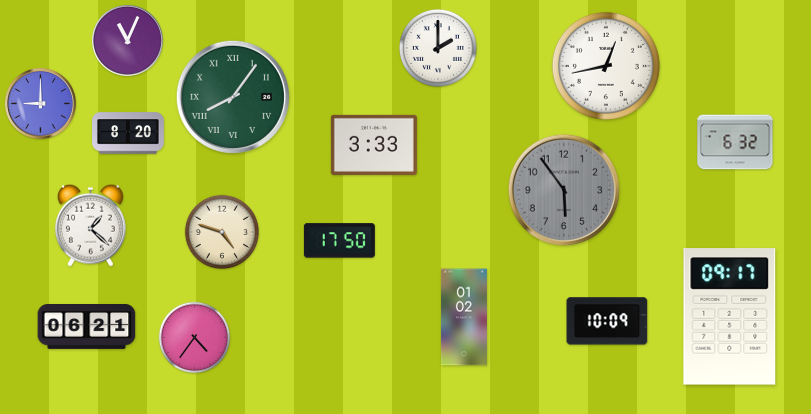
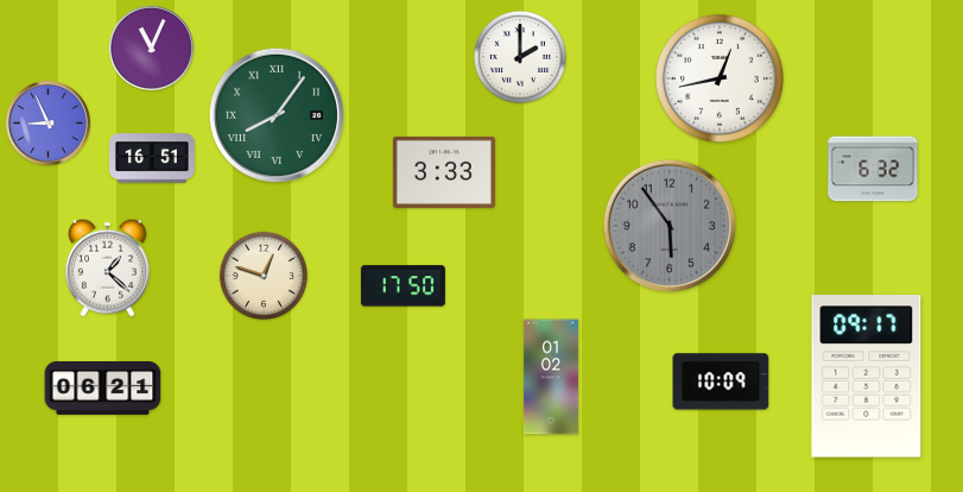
clock at (40, 103): 9:00 -> 8:56
clock at (128, 133): 8:20 -> 16:51
clock at (221, 231): 4:48 -> 12:48
clock at (195, 338): 4:36 -> none
